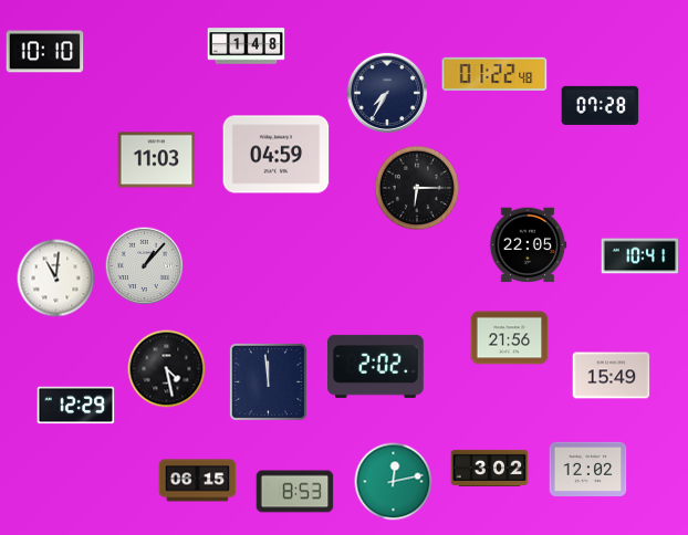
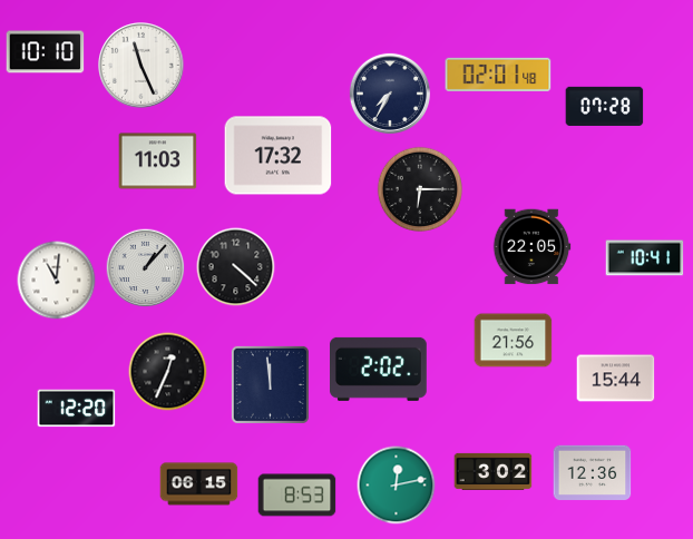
clock at (247, 46): 1:48 -> none
clock at (141, 66): none -> 11:26
clock at (494, 74): 01:22 -> 02:01
clock at (277, 155): 04:59 -> 17:32
clock at (236, 267): none -> 4:22
clock at (167, 369): 4:28 -> 12:34
clock at (612, 376): 15:49 -> 15:44
clock at (76, 406): 12:29 -> 12:20
clock at (588, 470): 12:02 -> 12:36
